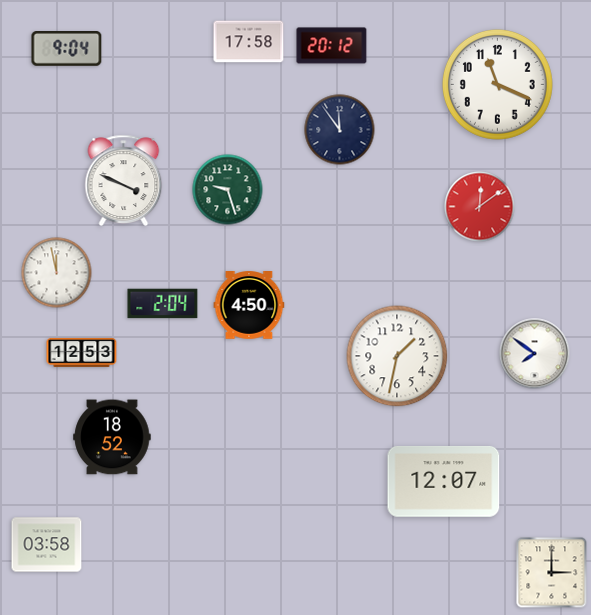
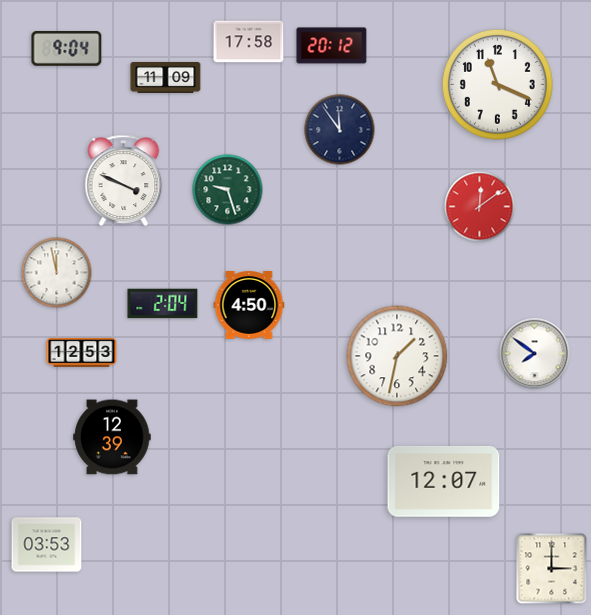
clock at (166, 77): none -> 11:09
clock at (112, 437): 18:52 -> 12:39
clock at (47, 545): 03:58 -> 03:53
clock at (552, 573) position: (552, 573) -> (552, 569)
